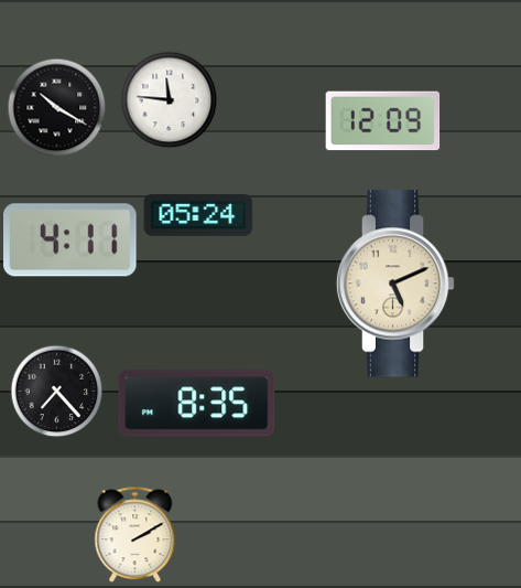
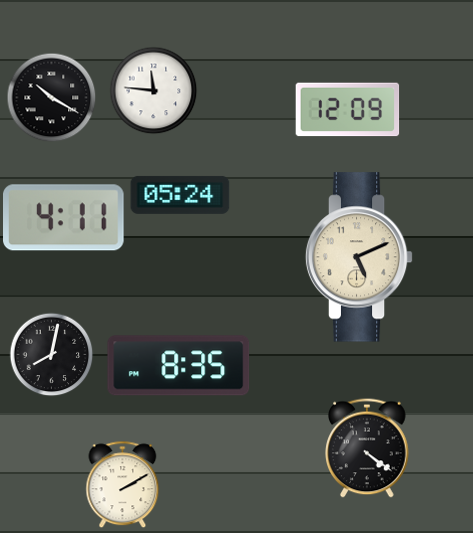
clock at (56, 391): 7:23 -> 8:02
clock at (367, 448): none -> 4:21
